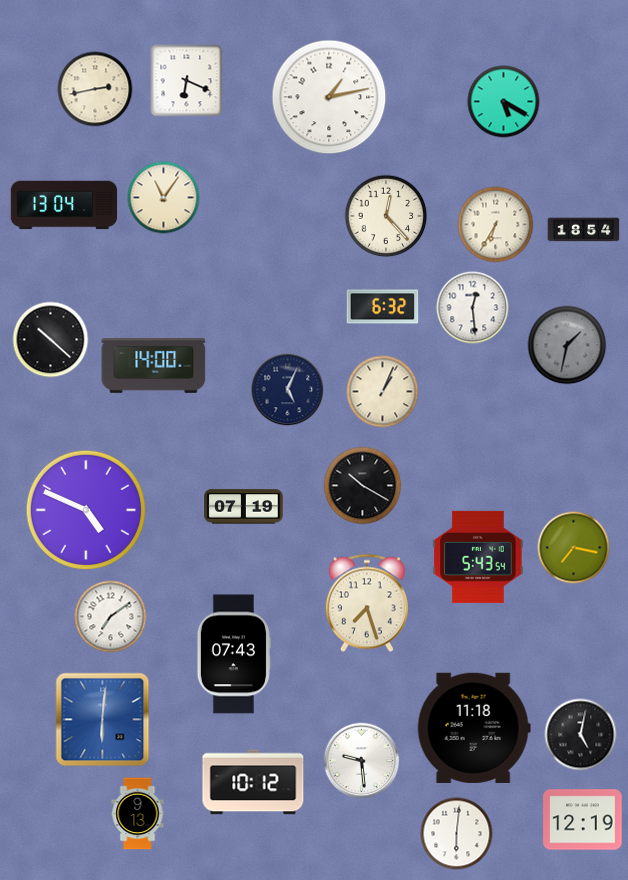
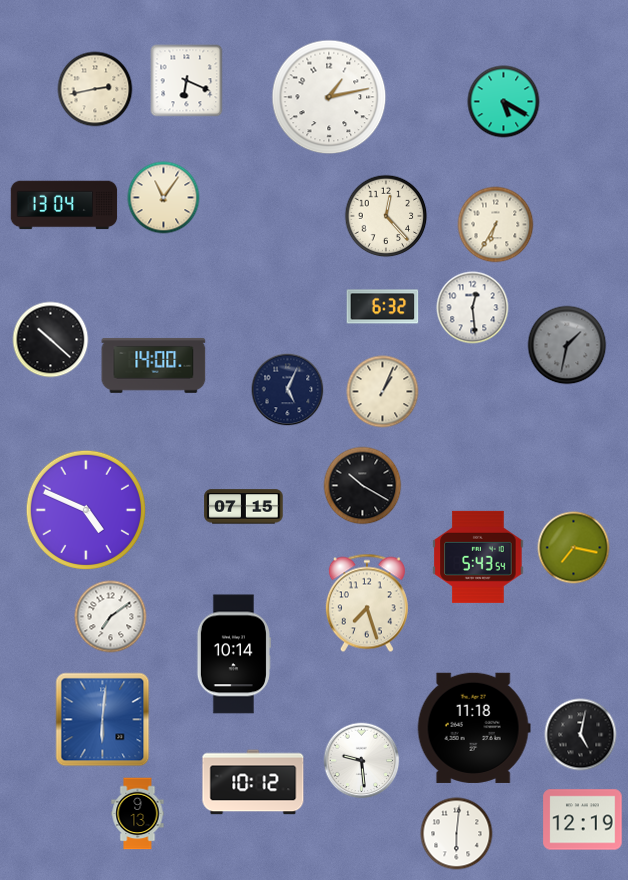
clock at (584, 230): 18:54 -> none
clock at (244, 507): 07:19 -> 07:15
clock at (234, 654): 07:43 -> 10:14
